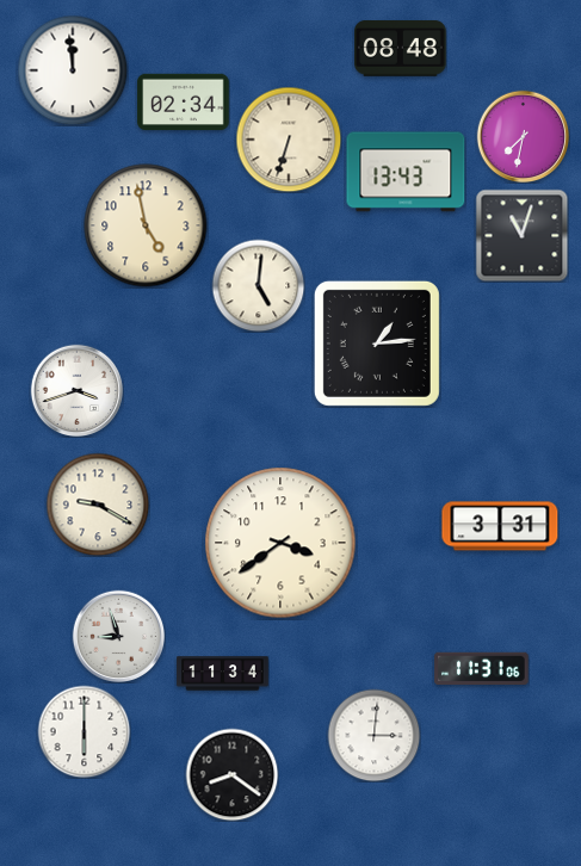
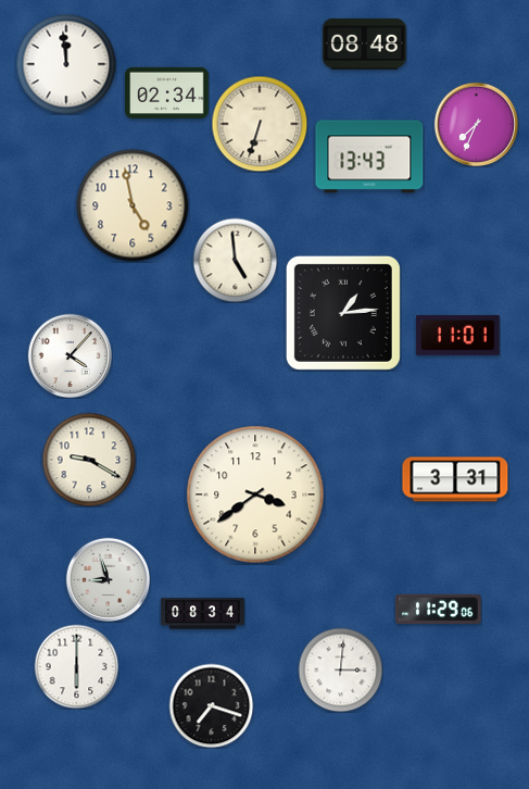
clock at (523, 136): 7:32 -> 7:34
clock at (289, 140) position: (289, 140) -> (260, 124)
clock at (521, 235): 11:03 -> none
clock at (258, 285): 5:01 -> 4:59
clock at (458, 335): none -> 11:01
clock at (76, 390): 3:42 -> 4:07
clock at (482, 668): 11:31 -> 11:29
clock at (223, 674): 11:34 -> 08:34
clock at (231, 774): 8:21 -> 7:18
